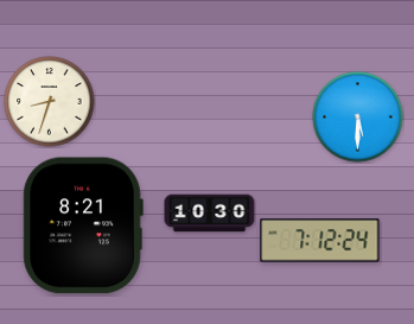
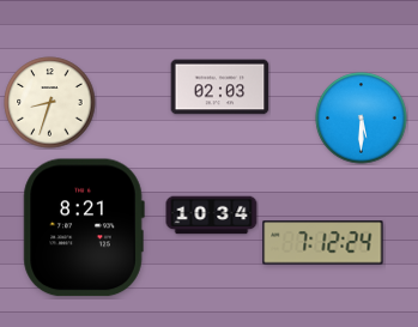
clock at (220, 87): none -> 02:03
clock at (210, 214): 10:30 -> 10:34
